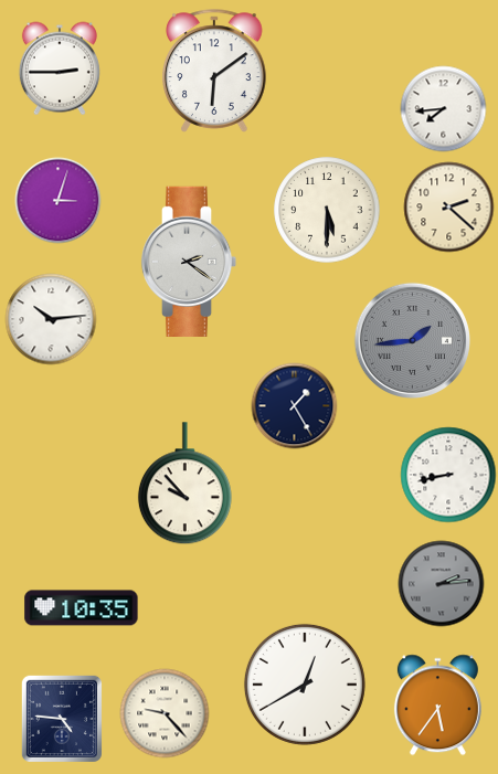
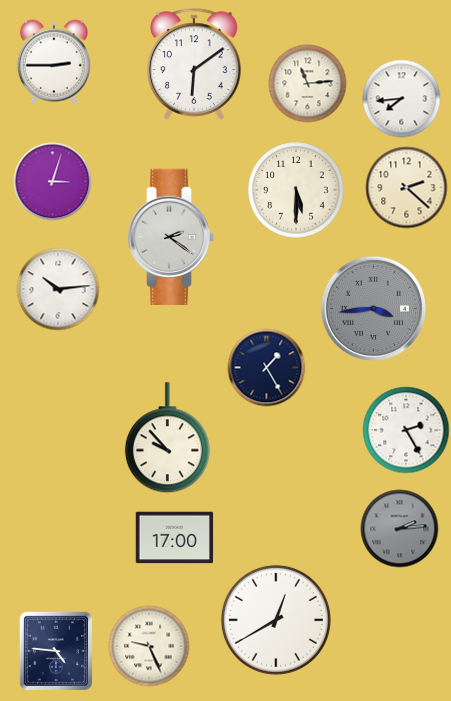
clock at (307, 83): none -> 11:14
clock at (51, 319) position: (51, 319) -> (58, 289)
clock at (412, 340): 1:44 -> 3:44
clock at (448, 475): 8:43 -> 2:25
clock at (174, 538): none -> 17:00
clock at (82, 608): 10:35 -> none
clock at (437, 704): 5:36 -> none
clock at (165, 713): 9:23 -> 9:26
